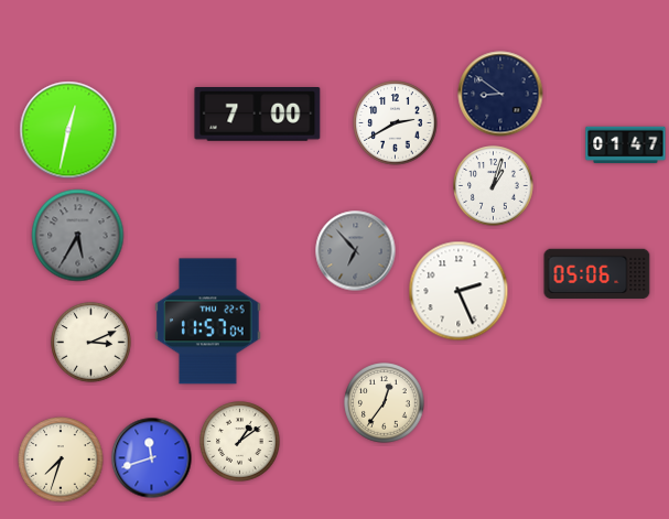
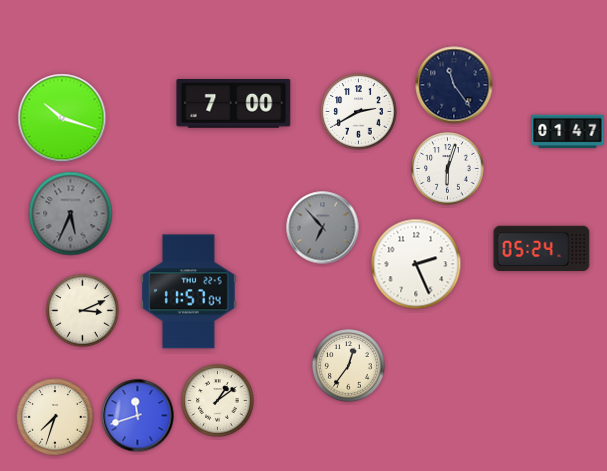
clock at (500, 94): 8:51 -> 11:24
clock at (68, 130): 12:32 -> 10:18
clock at (494, 186): 1:03 -> 6:03
clock at (78, 236): 5:35 -> 5:34
clock at (597, 274): 05:06 -> 05:24
